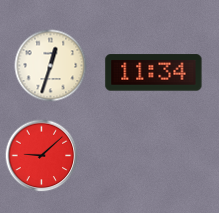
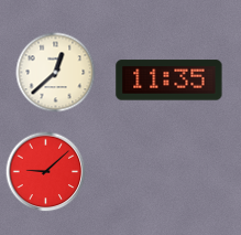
clock at (51, 66): 12:33 -> 12:38
clock at (154, 73): 11:34 -> 11:35
